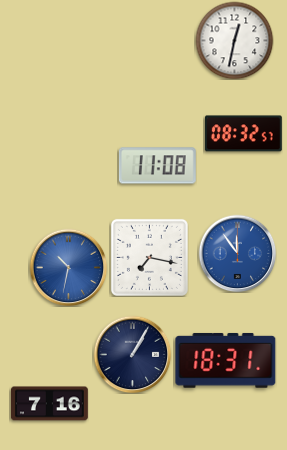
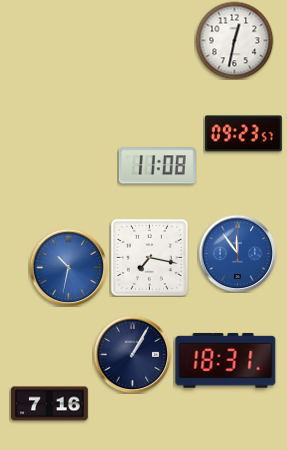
clock at (243, 134): 08:32 -> 09:23
